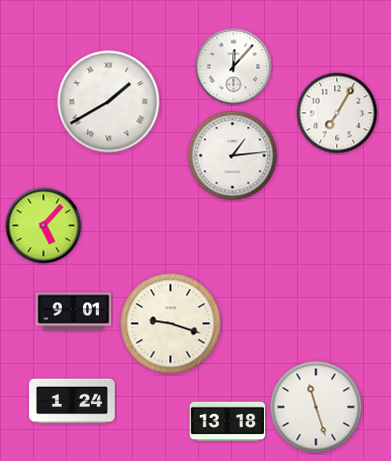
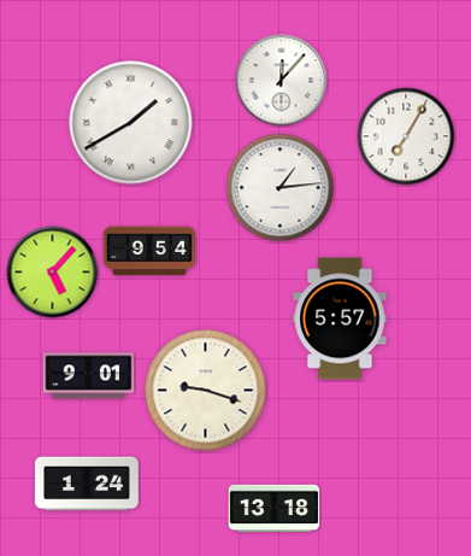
clock at (149, 251): none -> 9:54
clock at (340, 318): none -> 5:57
clock at (316, 407): 11:27 -> none
